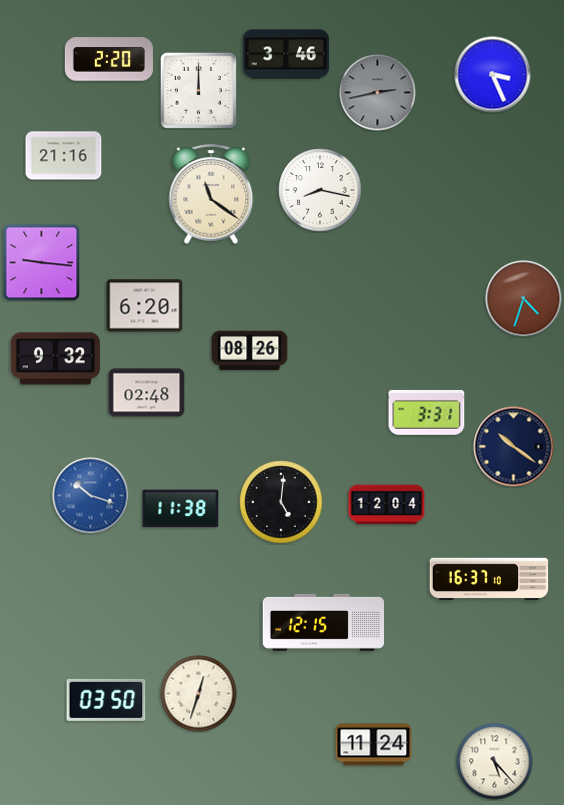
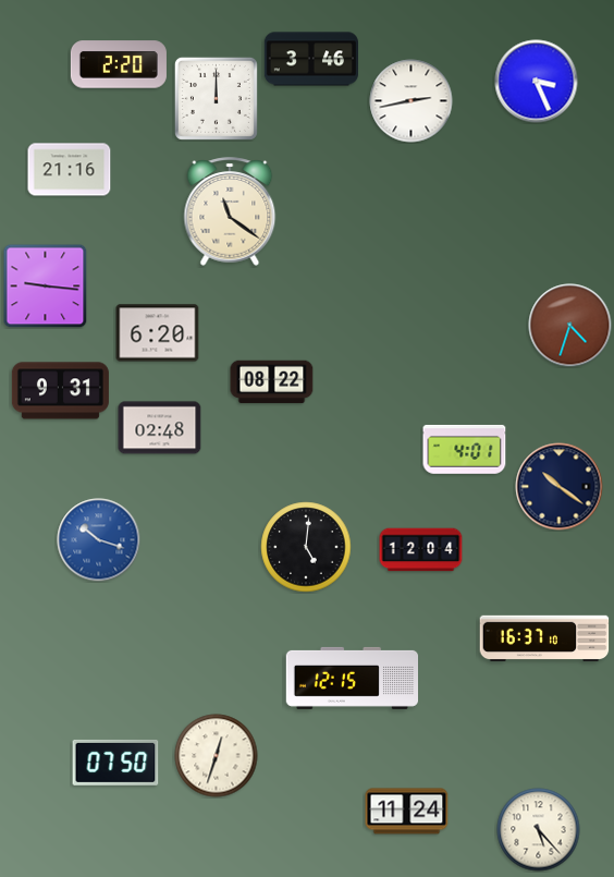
clock at (378, 93) dial: grey -> white
clock at (320, 190): 8:17 -> none
clock at (250, 351): 08:26 -> 08:22
clock at (55, 359): 9:32 -> 9:31
clock at (427, 412): 3:31 -> 4:01
clock at (181, 509): 11:38 -> none
clock at (489, 579) position: (489, 579) -> (544, 638)
clock at (106, 700): 03:50 -> 07:50
